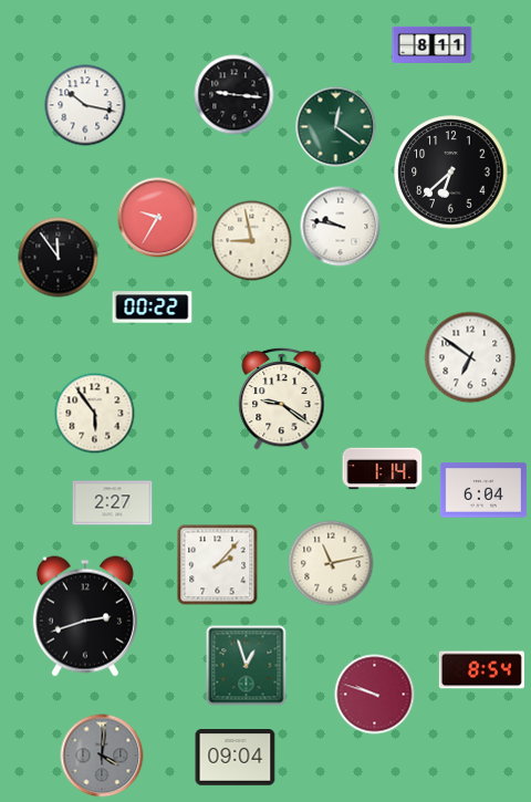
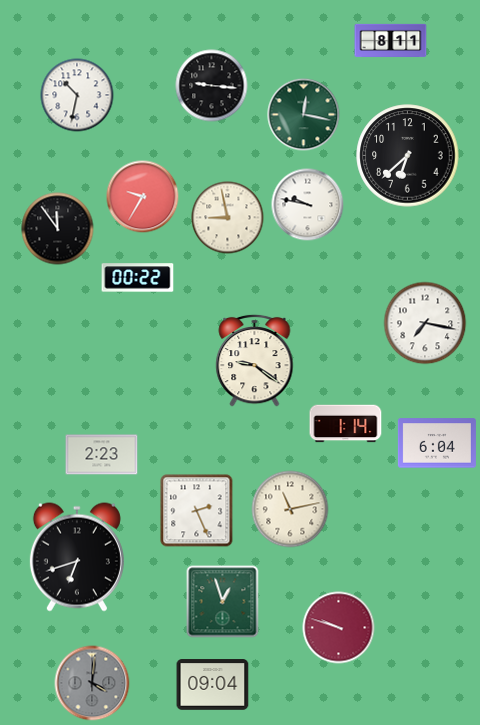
clock at (85, 105): 10:17 -> 10:32
clock at (336, 127): 12:21 -> 12:17
clock at (59, 258) position: (59, 258) -> (58, 229)
clock at (470, 357): 6:51 -> 7:17
clock at (95, 414): 5:54 -> none
clock at (113, 503): 2:27 -> 2:23
clock at (331, 563) position: (331, 563) -> (290, 509)
clock at (218, 565): 2:07 -> 2:26
clock at (85, 616): 2:42 -> 6:42
clock at (481, 670): 8:54 -> none
